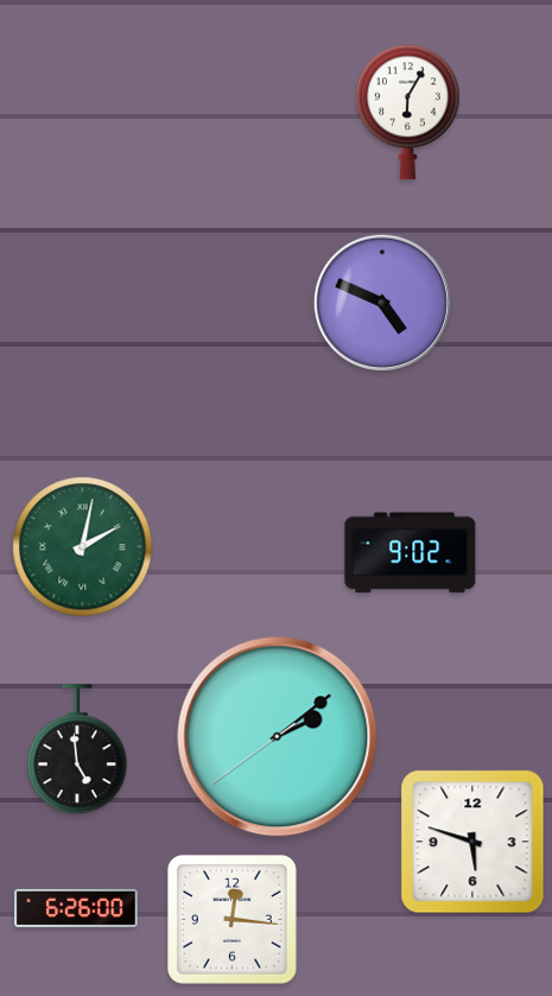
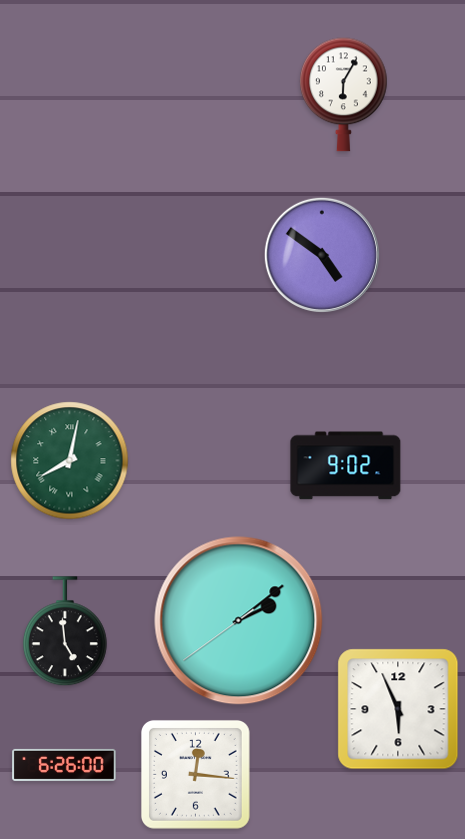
clock at (382, 303): 4:49 -> 4:51
clock at (83, 547): 2:02 -> 8:02
clock at (278, 737) position: (278, 737) -> (239, 621)
clock at (472, 842): 5:48 -> 5:56
